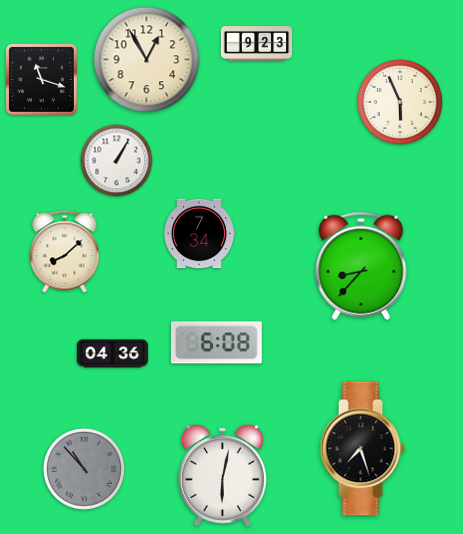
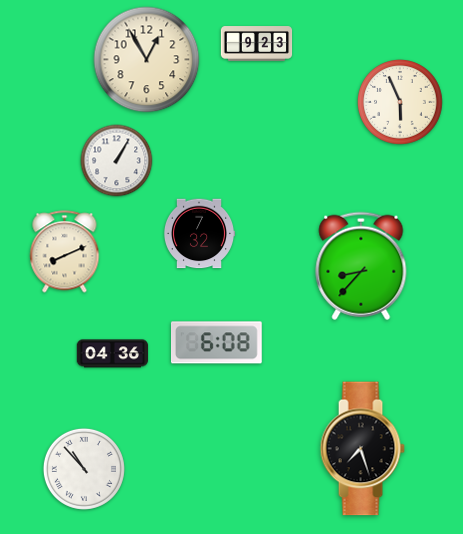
clock at (41, 79): 11:18 -> none
clock at (199, 234): 7:34 -> 7:32
clock at (65, 252): 8:08 -> 8:11
clock at (84, 469) dial: grey -> white
clock at (222, 475): 6:02 -> none
